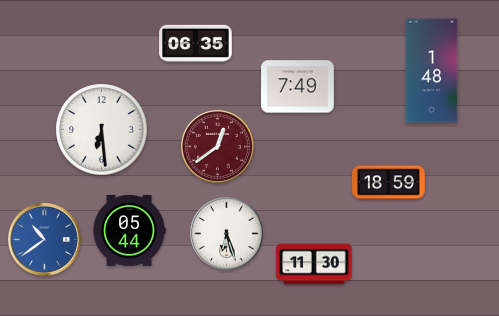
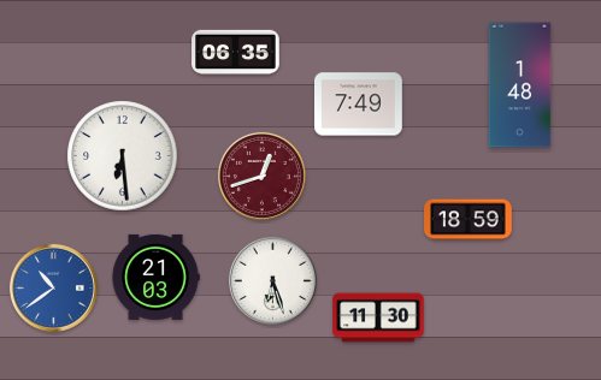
clock at (217, 146): 12:39 -> 12:42
clock at (129, 230): 05:44 -> 21:03
